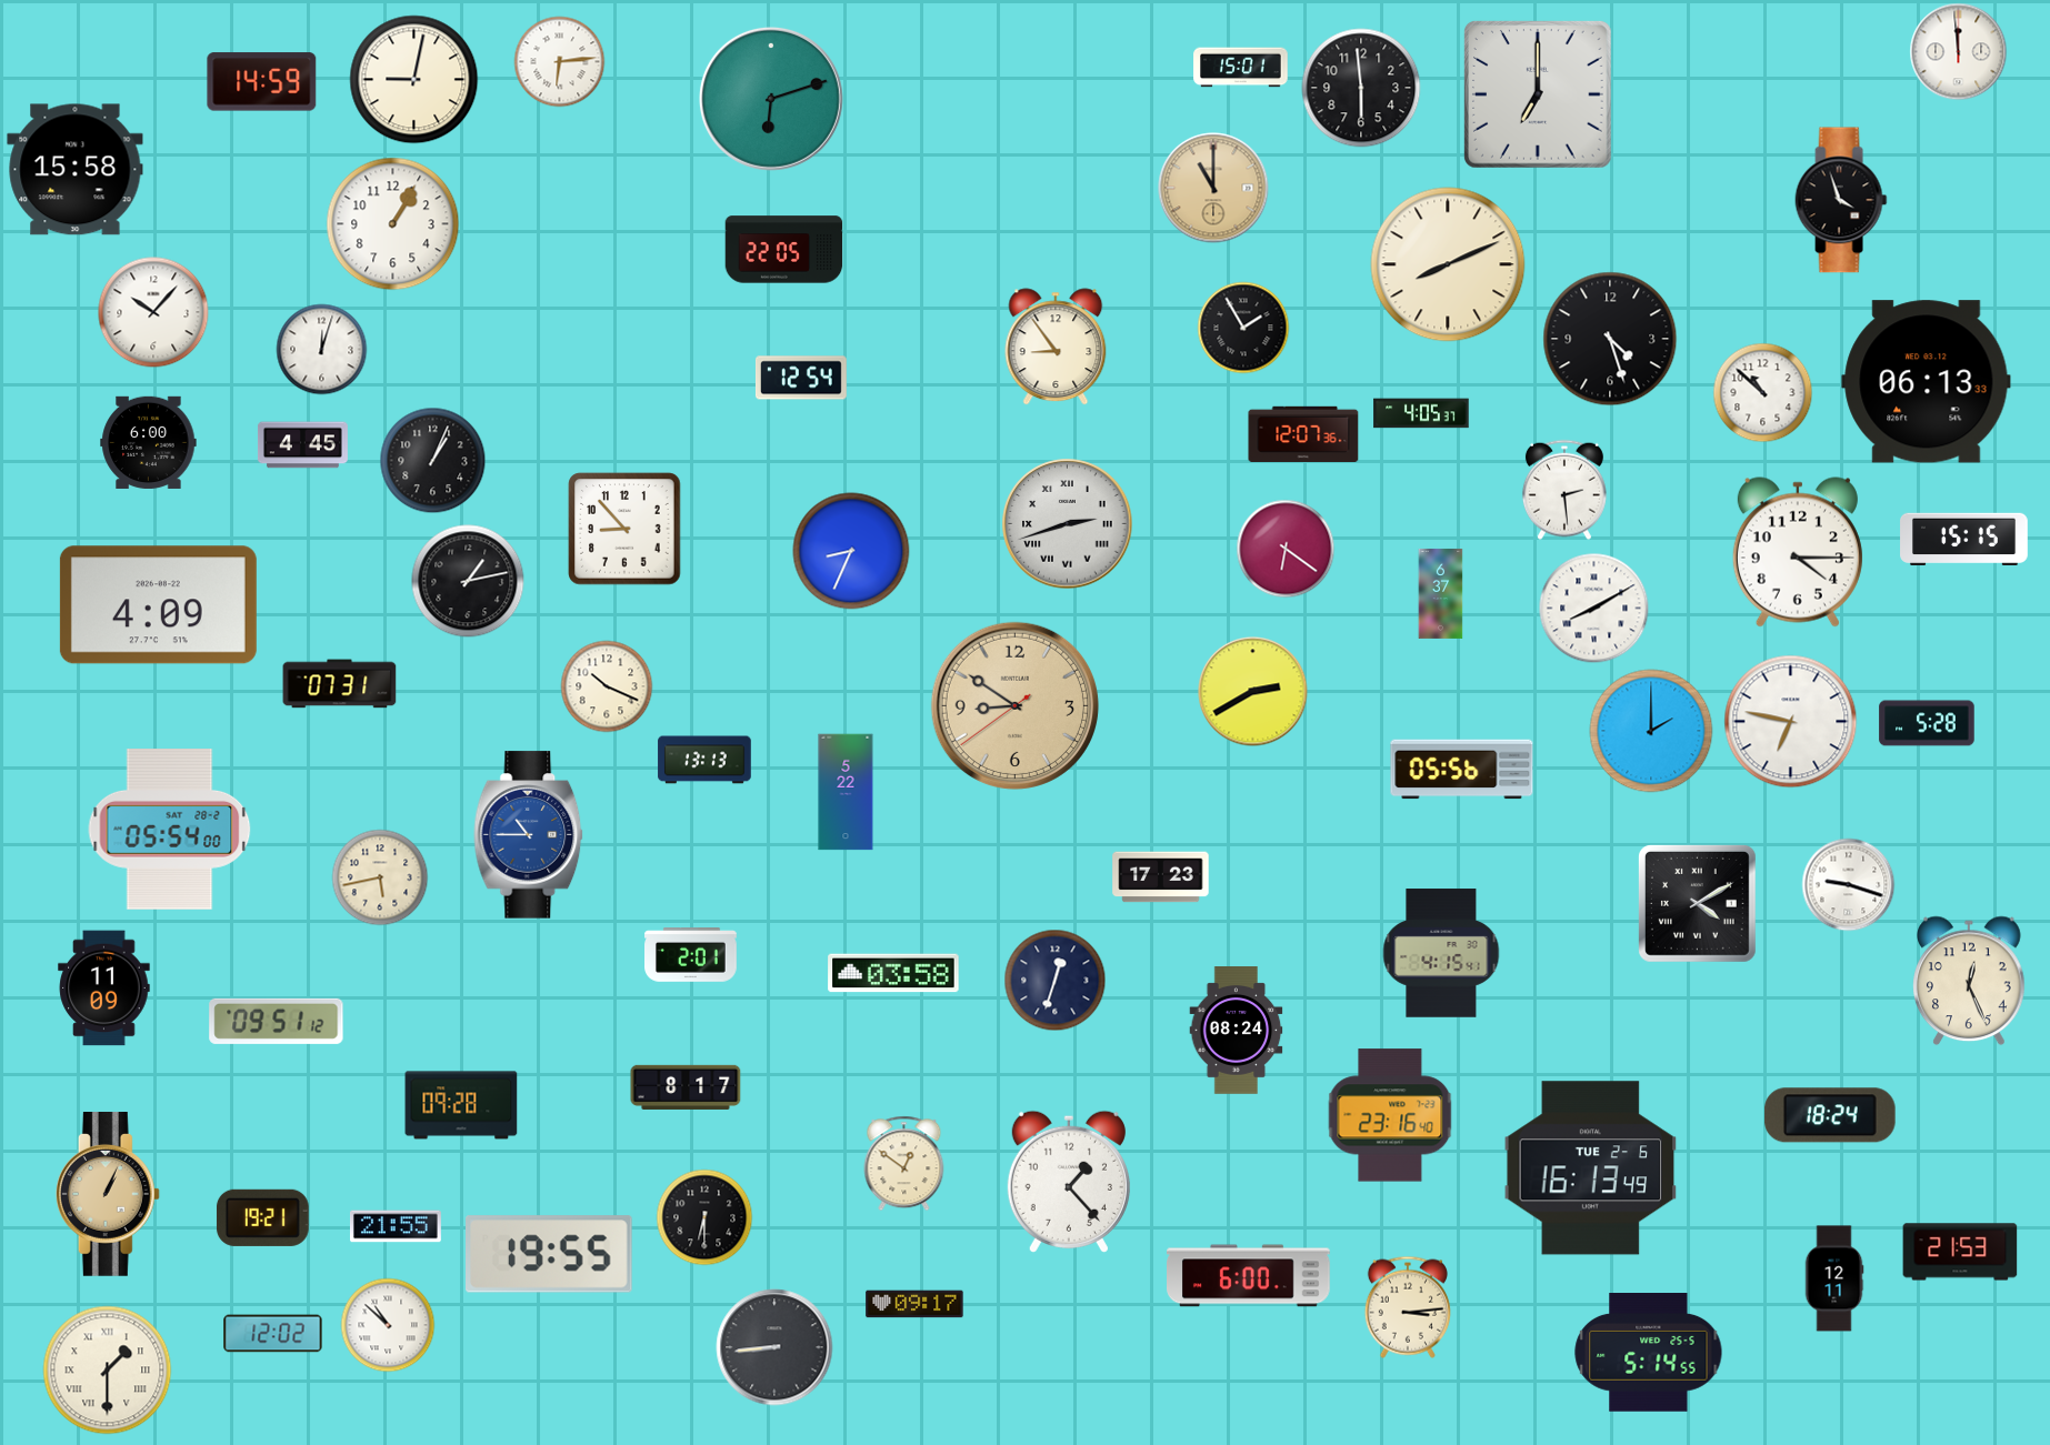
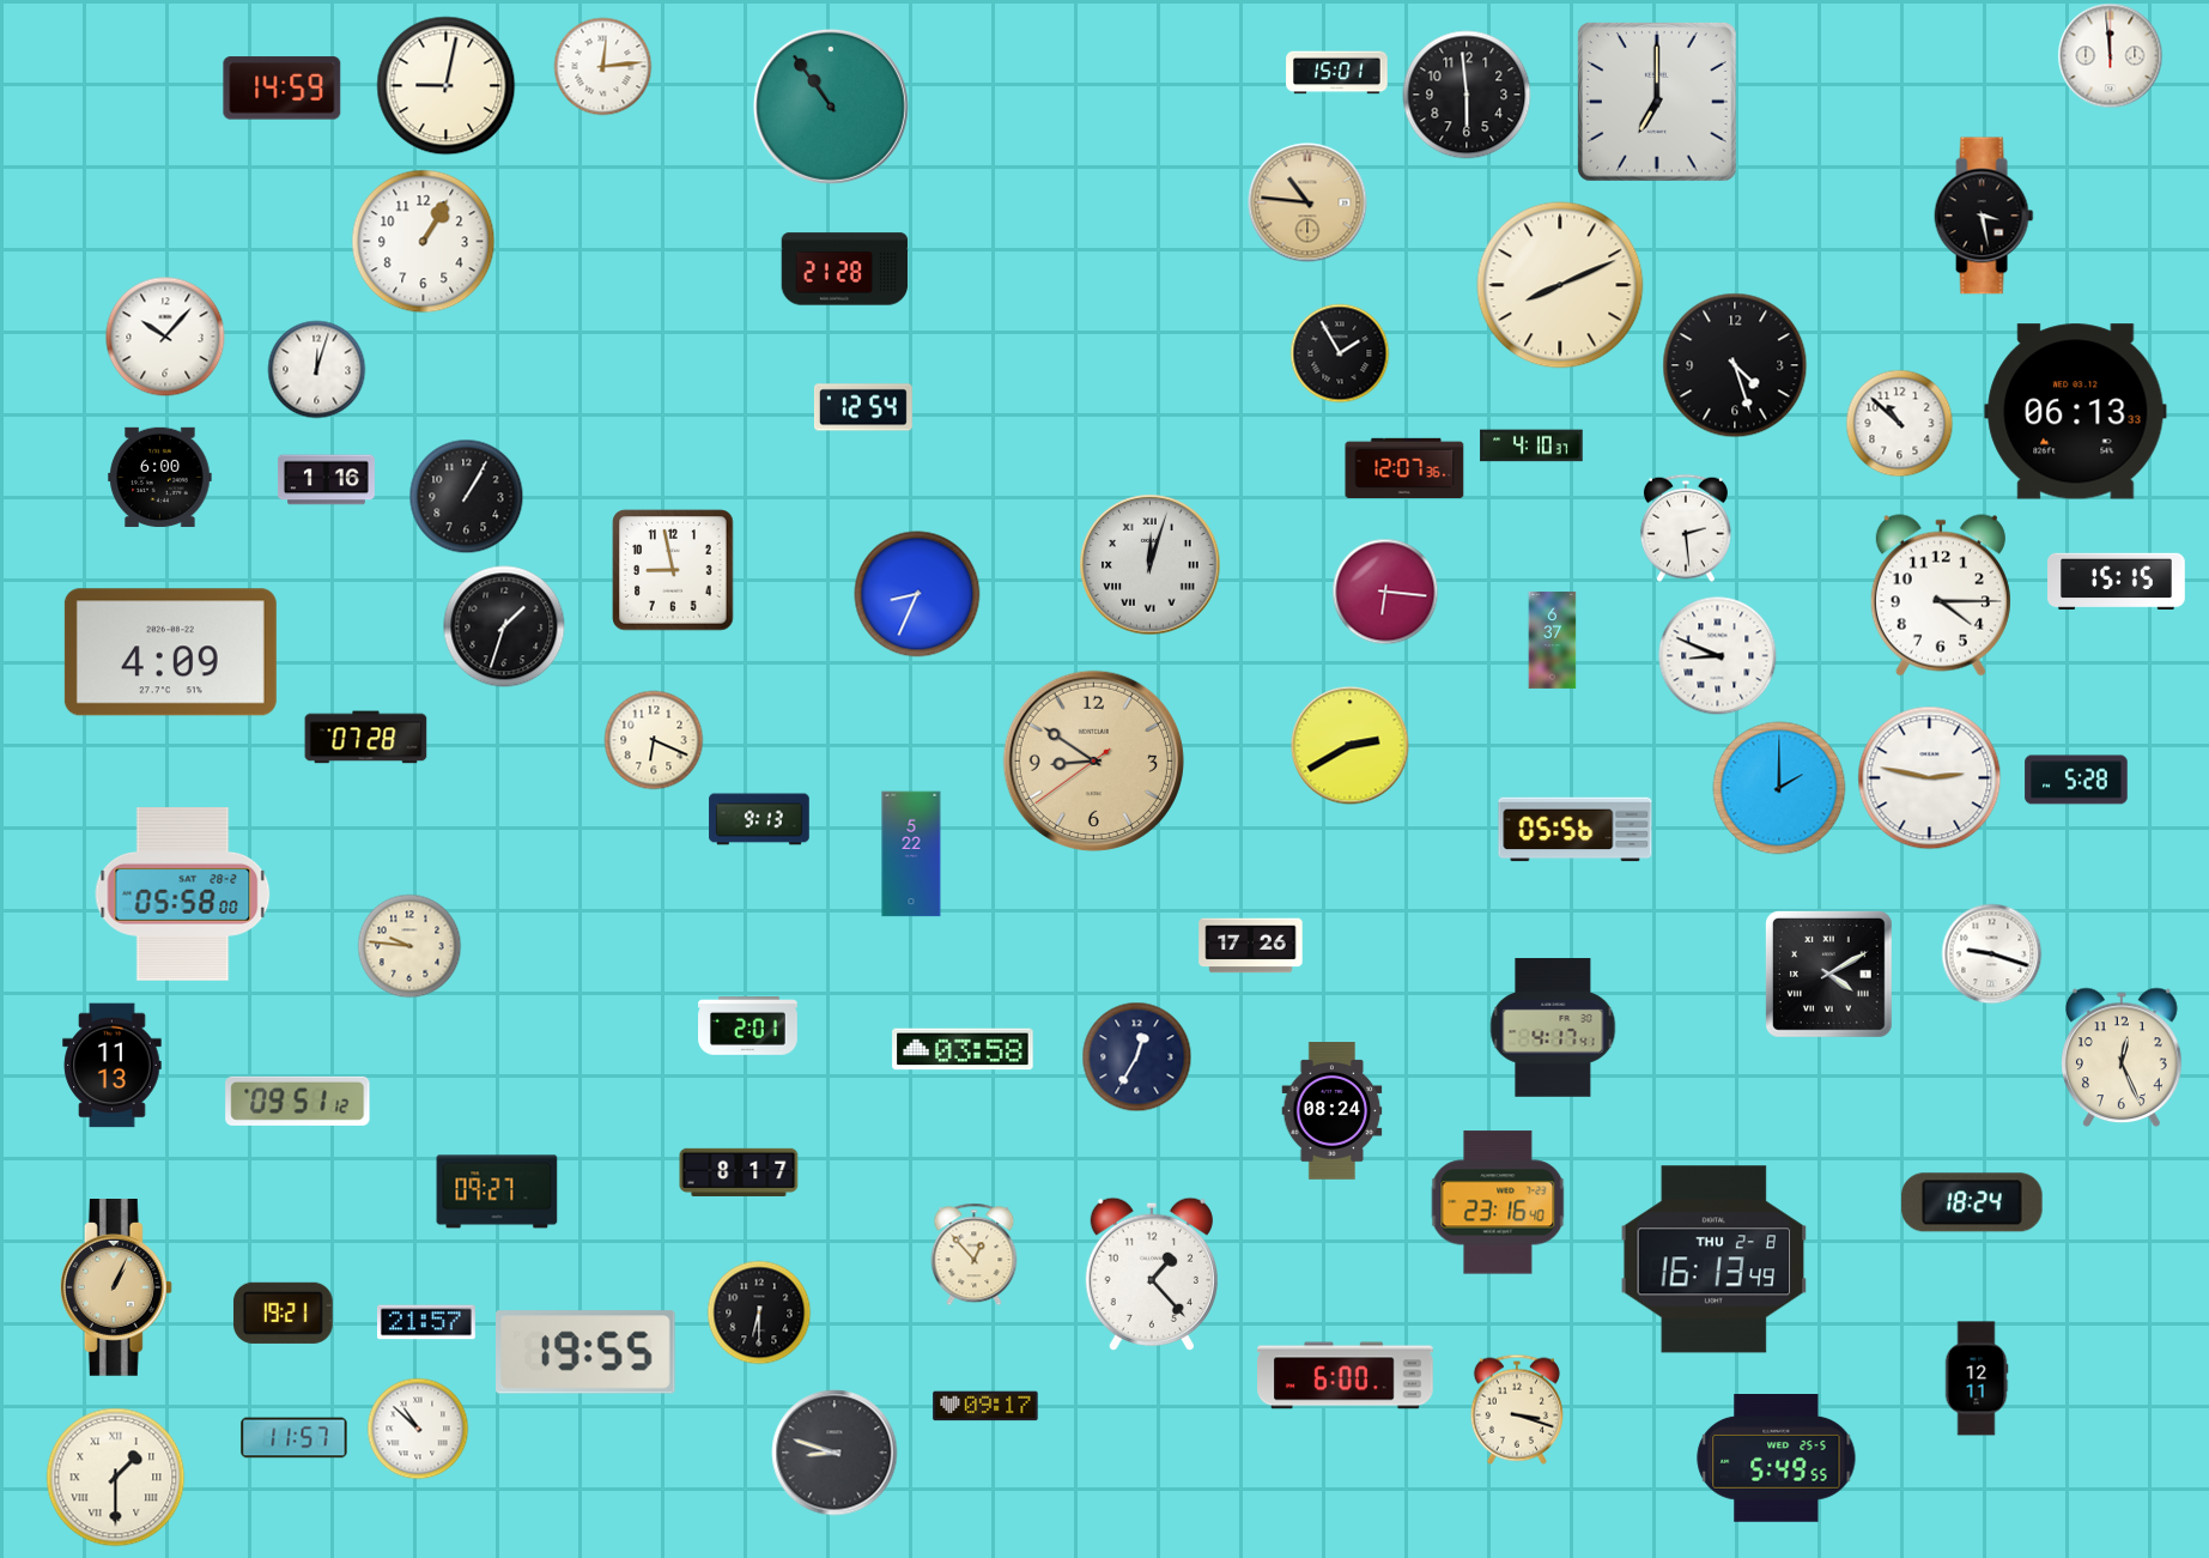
clock at (560, 62): 6:14 -> 12:14
clock at (771, 99): 6:12 -> 10:54
clock at (76, 170): 15:58 -> none
clock at (1213, 188): 11:00 -> 10:46
clock at (1841, 200): 3:57 -> 3:28
clock at (784, 250): 22:05 -> 21:28
clock at (1056, 347): 8:54 -> none
clock at (322, 350) position: (322, 350) -> (317, 370)
clock at (1421, 413): 4:05 -> 4:10
clock at (302, 445): 4:45 -> 1:16
clock at (433, 461): 1:04 -> 1:05
clock at (1068, 524): 2:42 -> 12:03
clock at (624, 529): 8:53 -> 8:58
clock at (1286, 549): 6:21 -> 6:16
clock at (1798, 552) position: (1798, 552) -> (1941, 595)
clock at (468, 581): 1:13 -> 1:33
clock at (1594, 609): 8:10 -> 8:49
clock at (340, 684): 07:31 -> 07:28
clock at (607, 686): 10:19 -> 6:19
clock at (1791, 722): 6:47 -> 2:47
clock at (704, 760): 13:13 -> 9:13
clock at (170, 830): 05:54 -> 05:58
clock at (529, 835): 10:45 -> none
clock at (380, 877): 5:43 -> 9:46
clock at (1161, 877): 17:23 -> 17:26
clock at (1441, 953): 4:15 -> 4:17
clock at (691, 955) position: (691, 955) -> (748, 1026)
clock at (1056, 981): 12:33 -> 12:35
clock at (104, 989): 11:09 -> 11:13
clock at (461, 1105): 09:28 -> 09:27
clock at (904, 1164): 12:51 -> 12:53
clock at (1591, 1168) date: TUE 2-6 -> THU 2-8
clock at (397, 1226): 21:55 -> 21:57
clock at (1960, 1252): 21:53 -> none
clock at (550, 1254) position: (550, 1254) -> (587, 1352)
clock at (1408, 1307): 3:14 -> 3:18
clock at (273, 1334): 12:02 -> 11:57
clock at (774, 1347): 8:44 -> 8:48
clock at (1649, 1353): 5:14 -> 5:49
